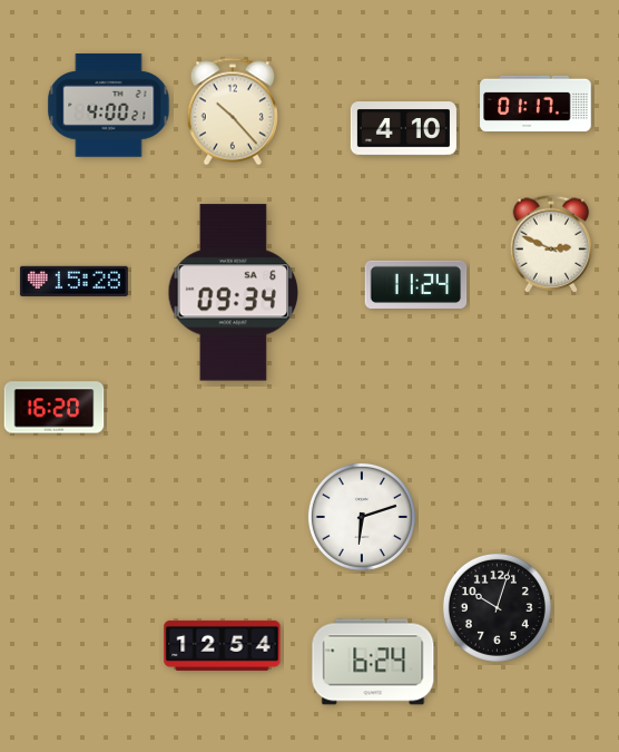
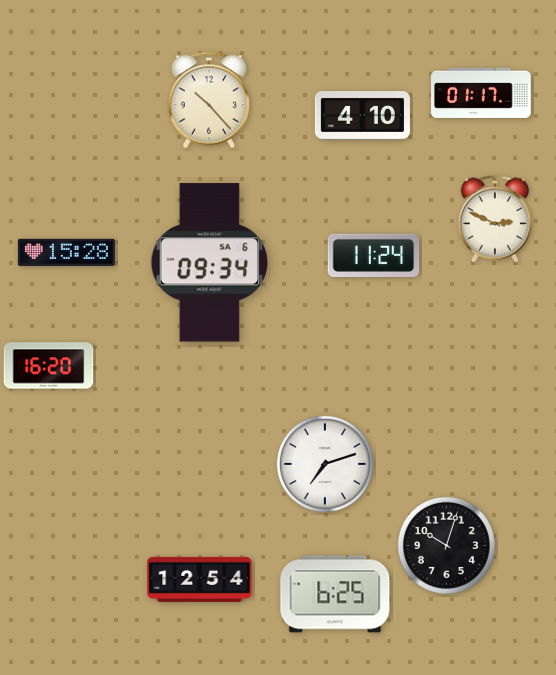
clock at (109, 106): 4:00 -> none
clock at (362, 517): 6:12 -> 7:12
clock at (373, 662): 6:24 -> 6:25
